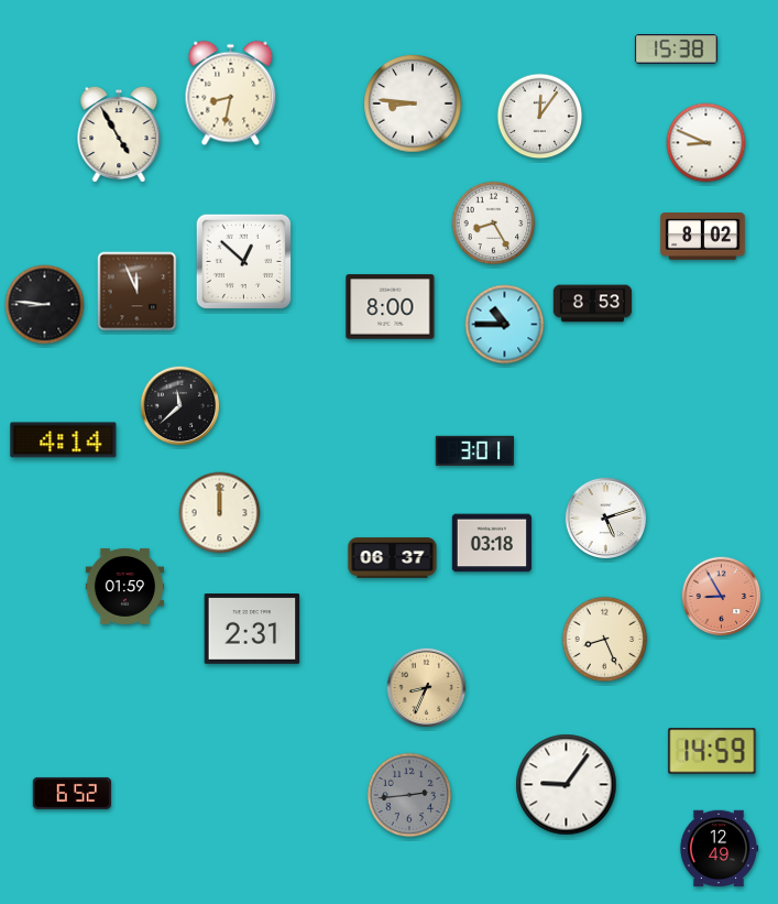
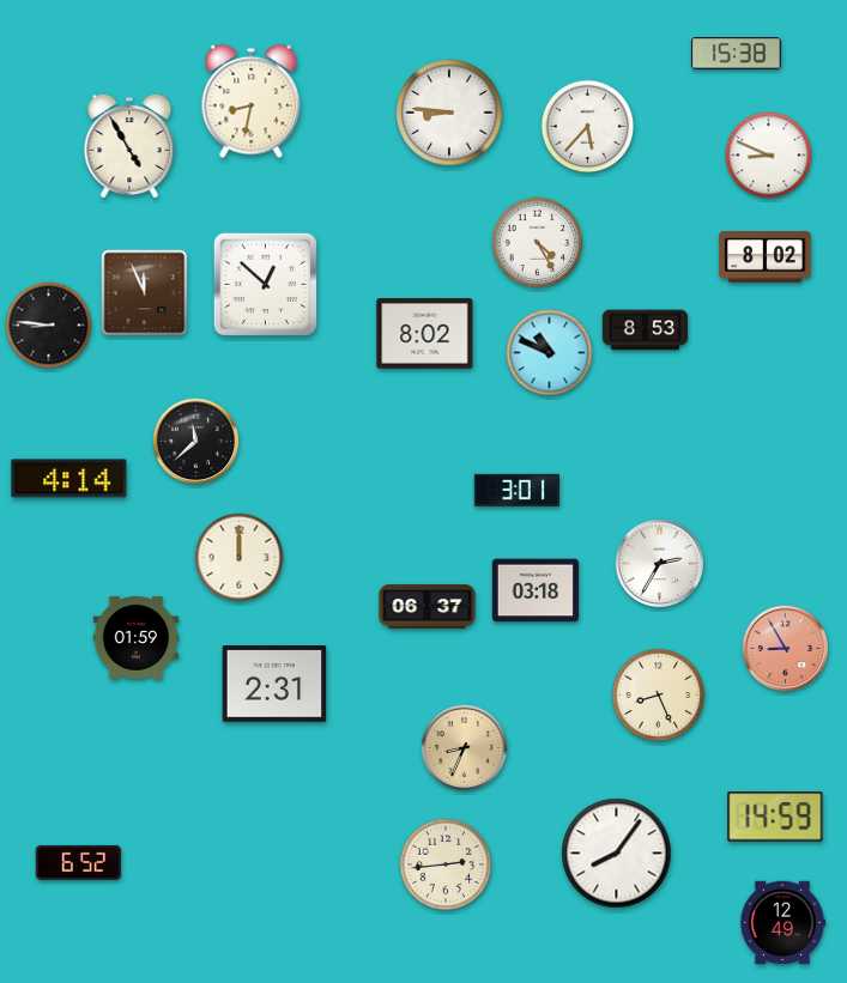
clock at (540, 117): 12:06 -> 5:37
clock at (494, 224): 8:25 -> 4:25
clock at (138, 292) position: (138, 292) -> (145, 293)
clock at (45, 305) position: (45, 305) -> (49, 326)
clock at (391, 307): 8:00 -> 8:02
clock at (505, 325): 10:45 -> 10:49
clock at (606, 519): 5:12 -> 2:35
clock at (567, 785): 9:06 -> 8:06
clock at (409, 795) dial: grey -> cream
